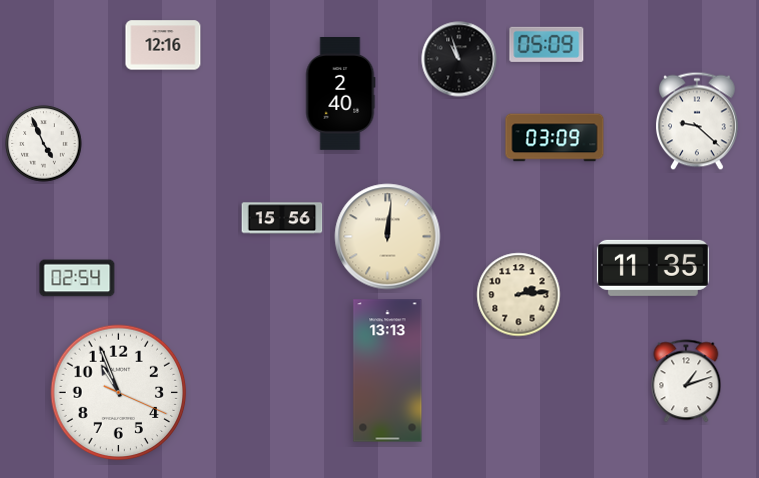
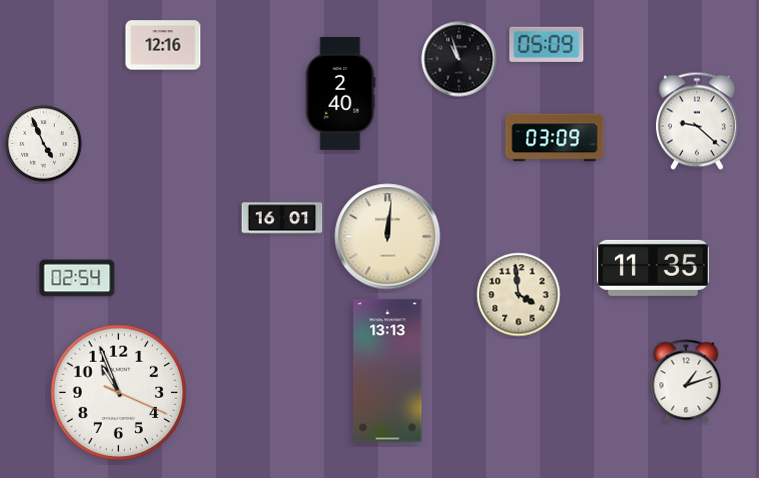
clock at (282, 218): 15:56 -> 16:01
clock at (519, 295): 2:14 -> 3:59
